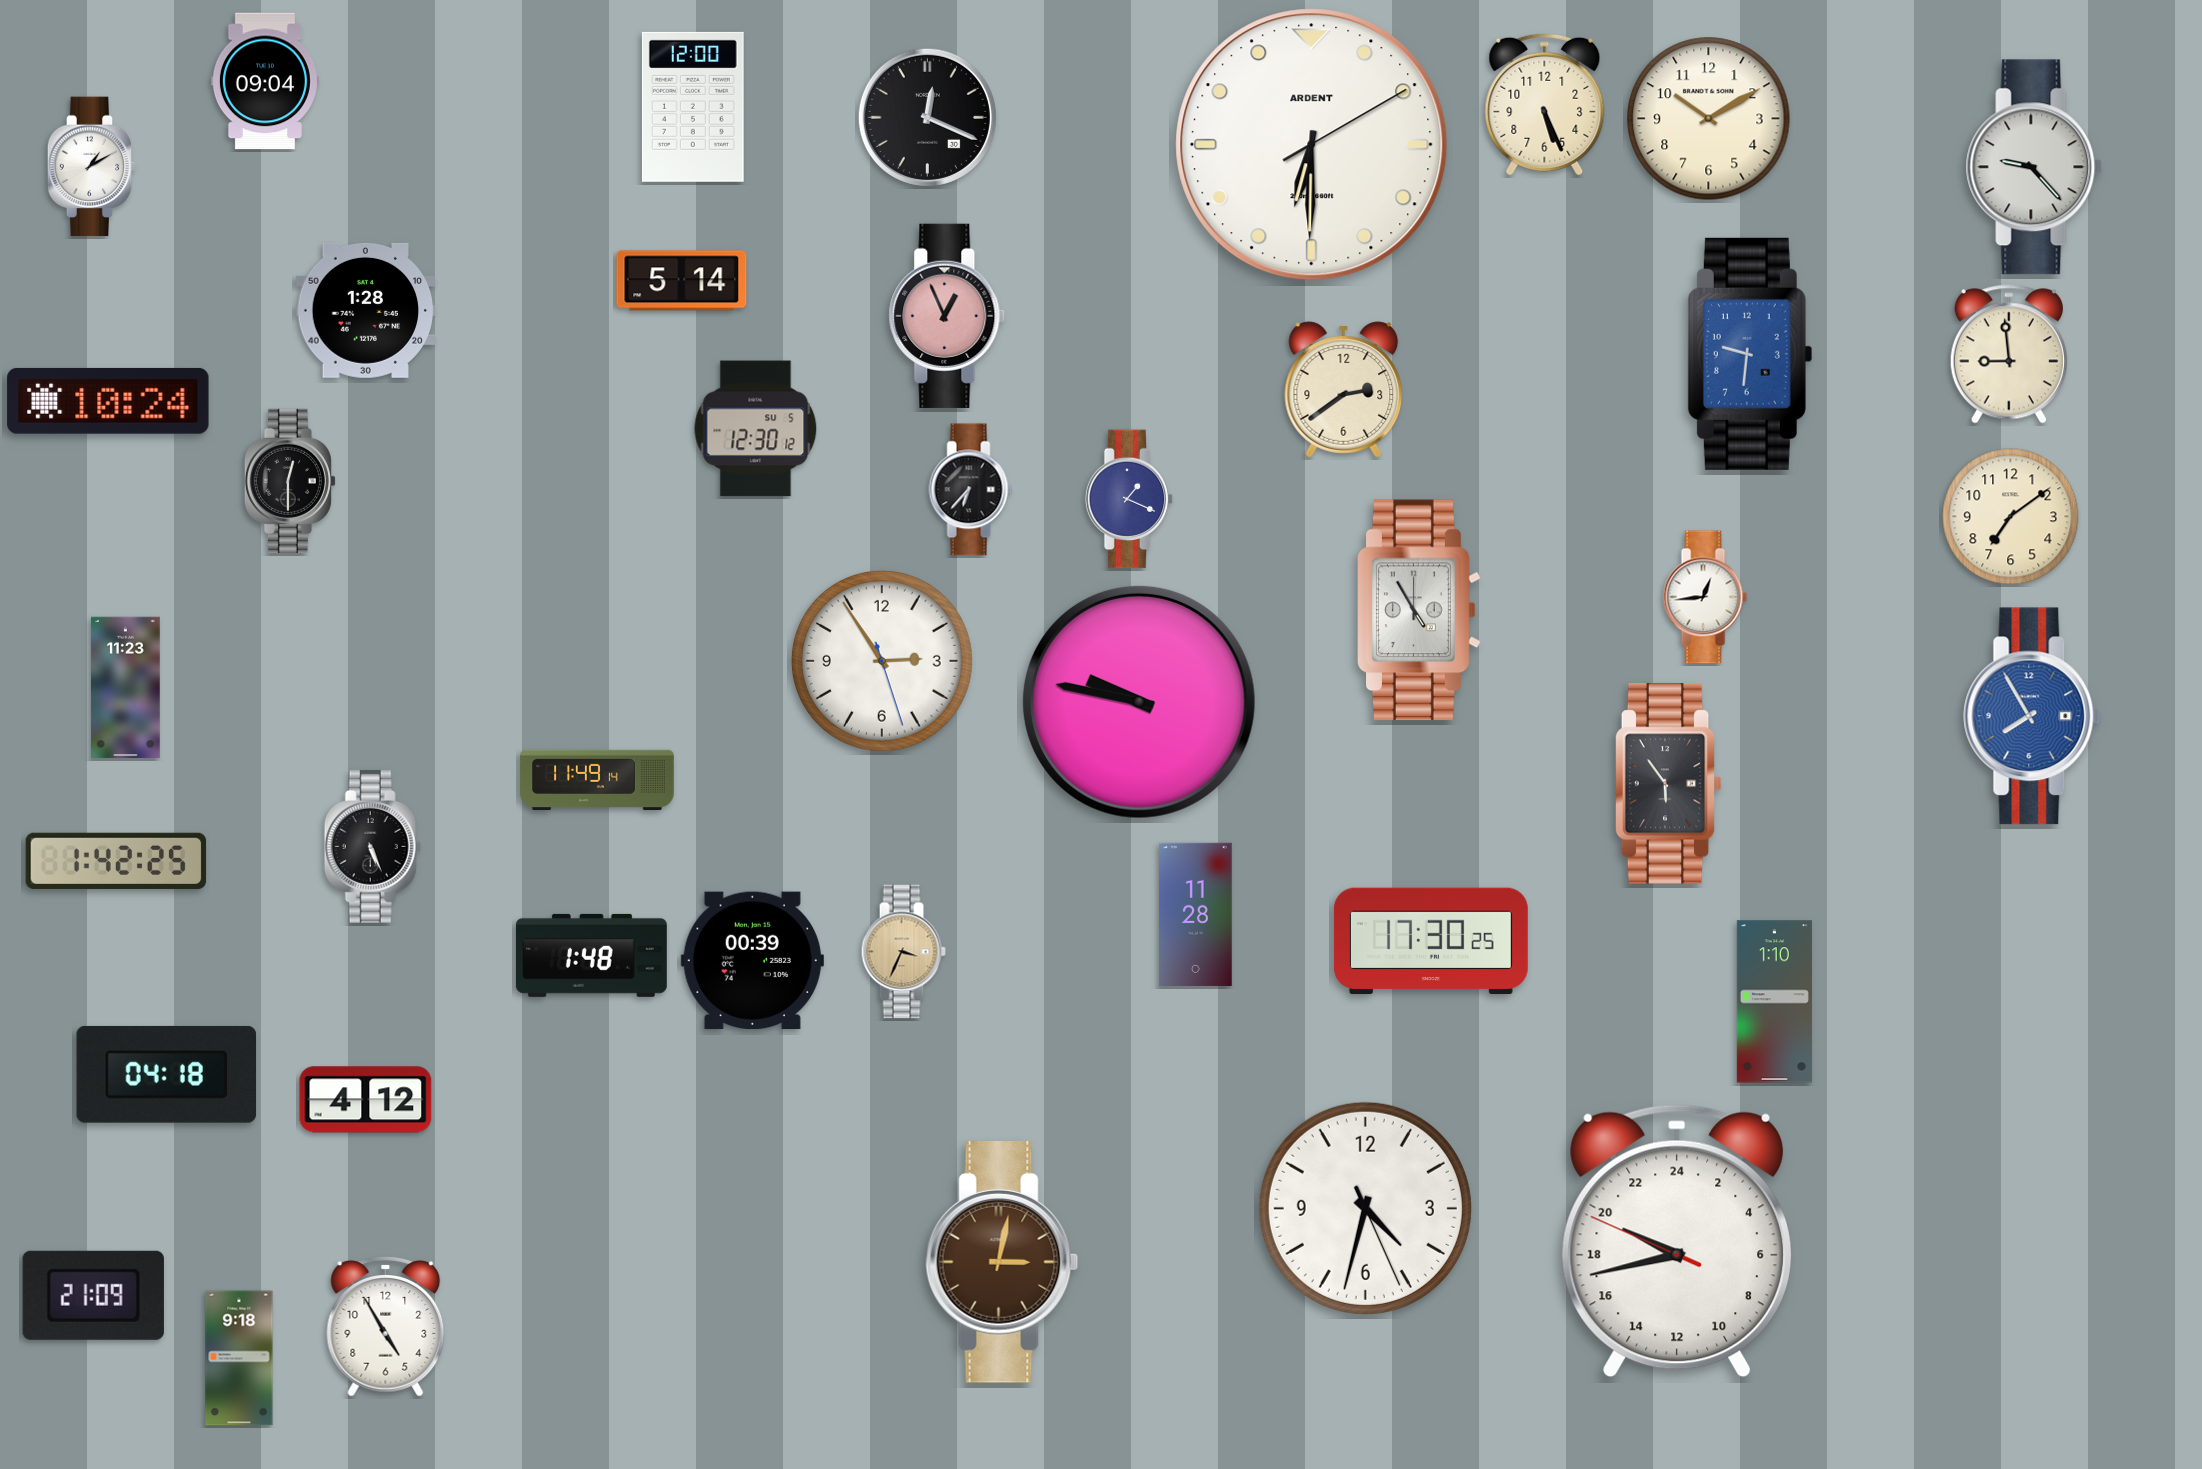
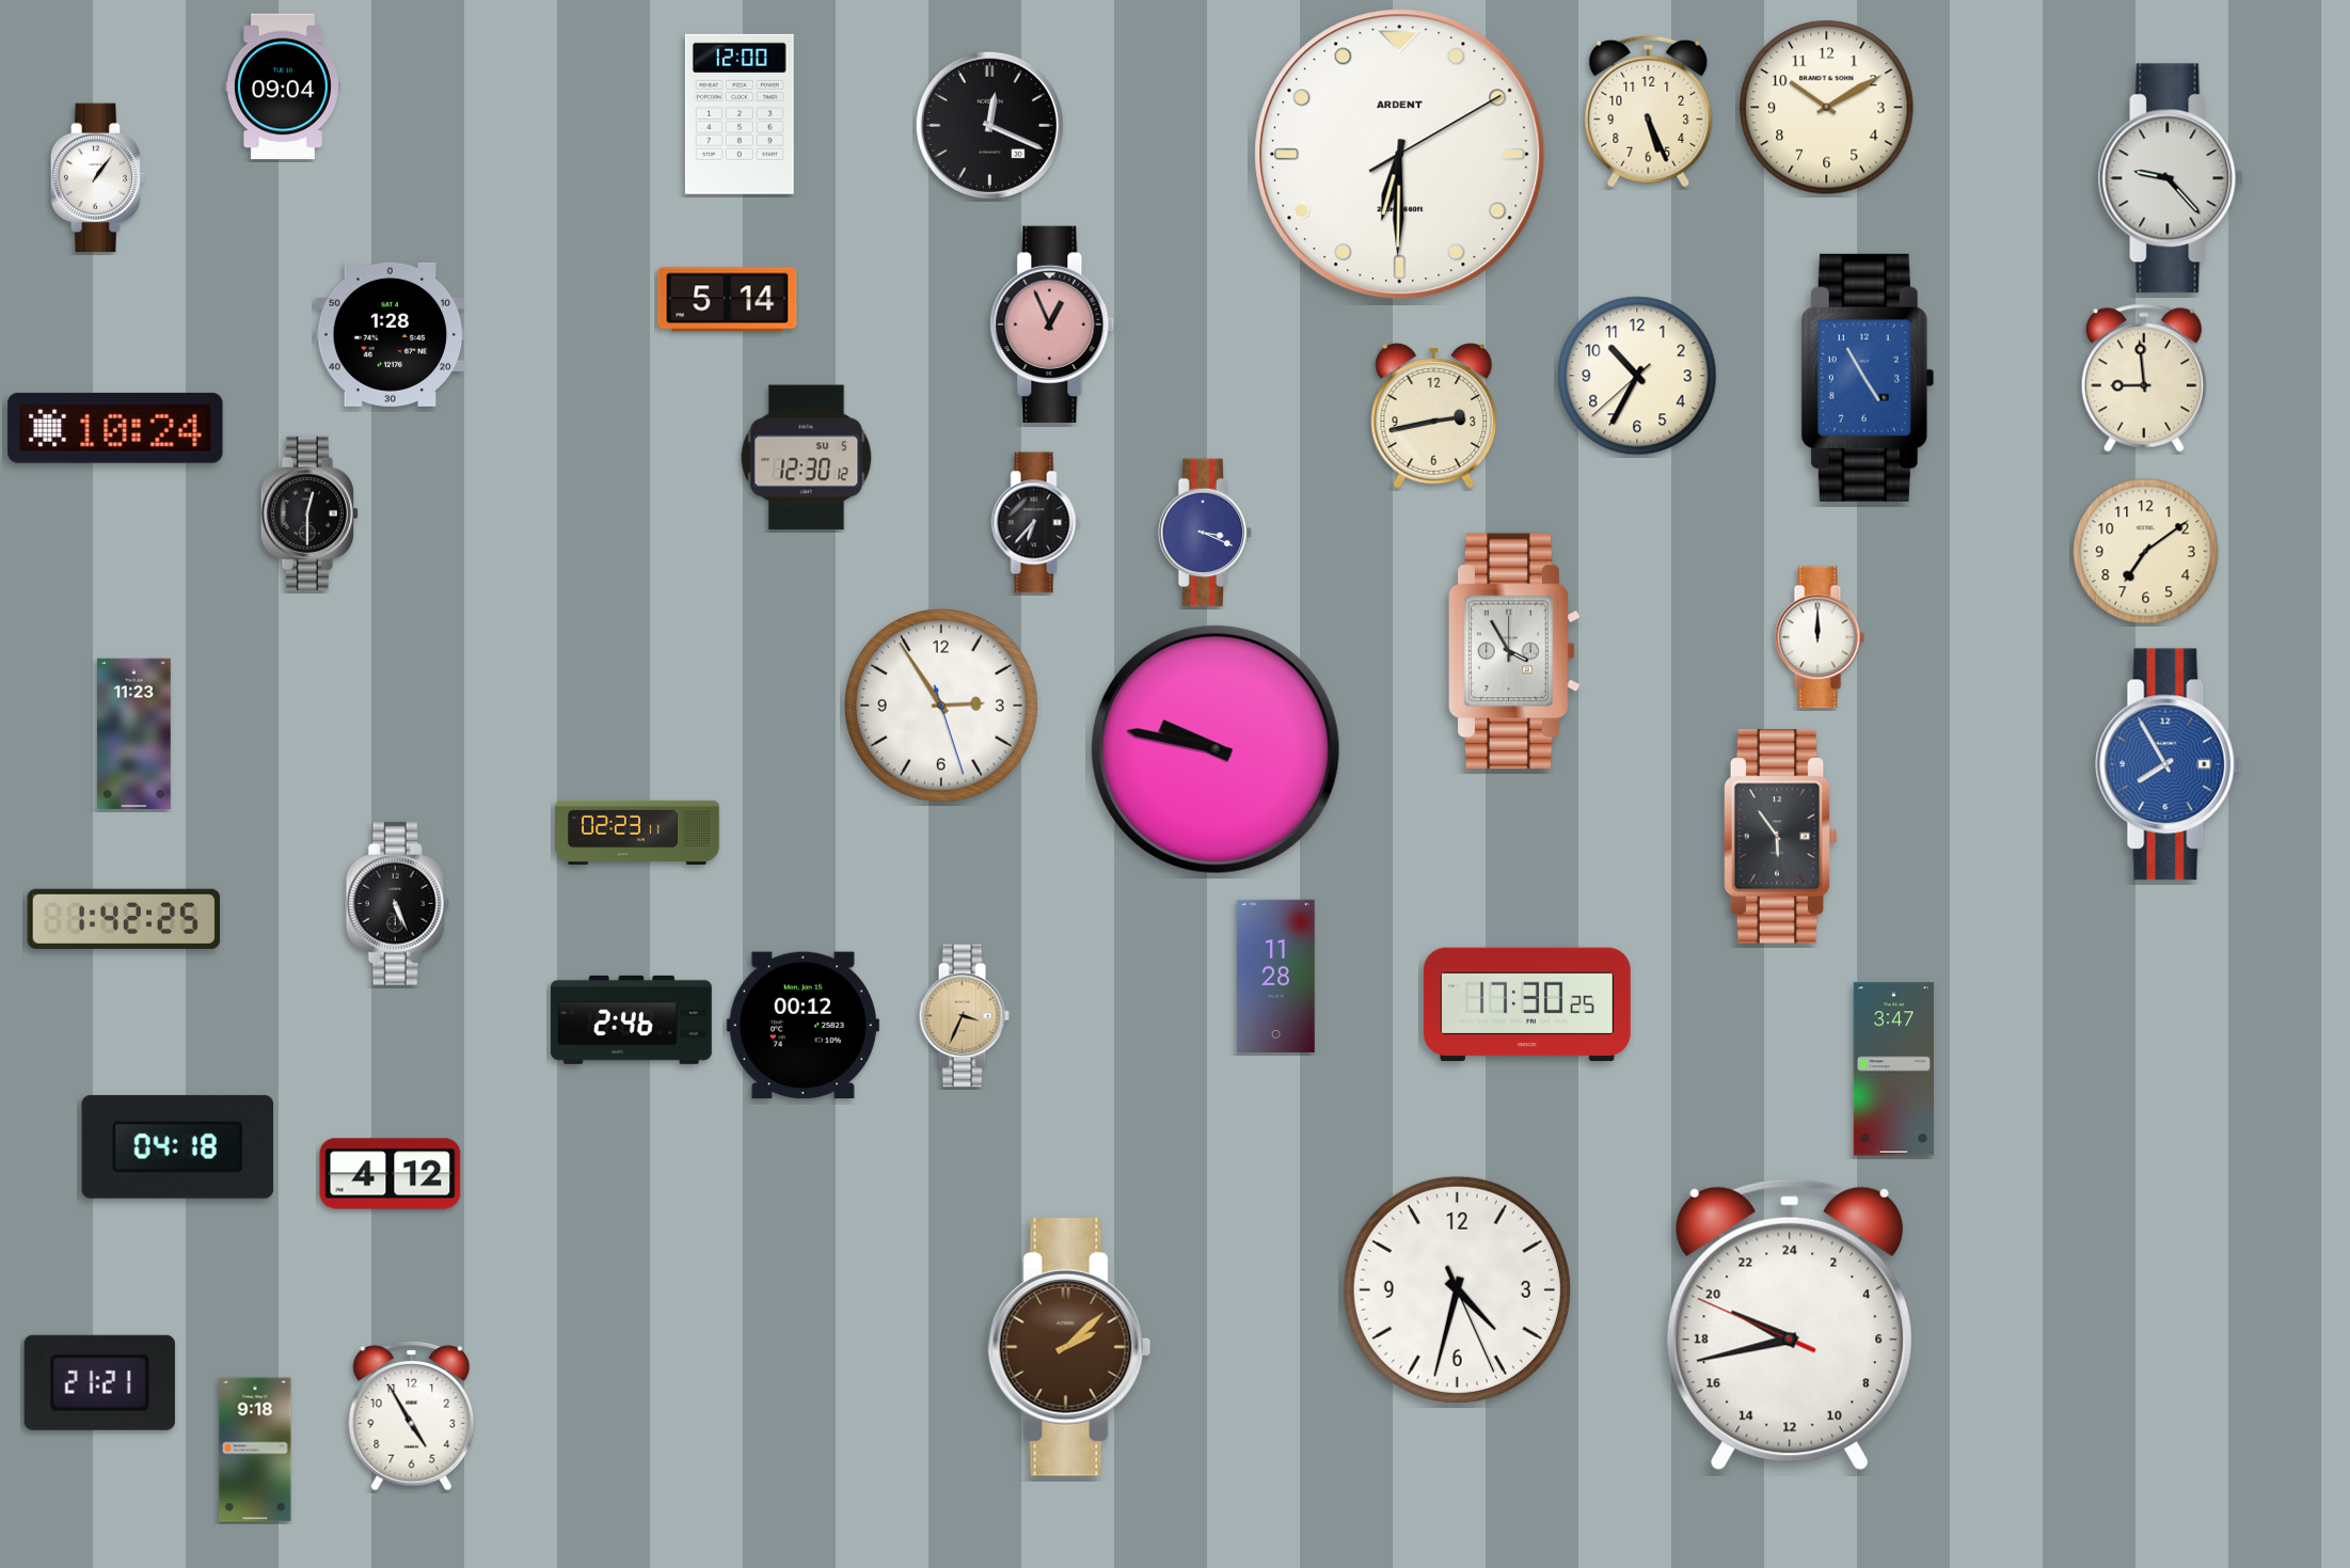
clock at (1709, 119) position: (1709, 119) -> (1827, 108)
clock at (92, 167): 1:10 -> 1:06
clock at (366, 310) position: (366, 310) -> (391, 334)
clock at (947, 316) position: (947, 316) -> (1052, 324)
clock at (1637, 376): none -> 10:34
clock at (1750, 354): 9:31 -> 4:55
clock at (1344, 390): 2:39 -> 2:43
clock at (1129, 499): 1:19 -> 3:19
clock at (1705, 597): 12:44 -> 12:00
clock at (1419, 610): 4:55 -> 3:55
clock at (597, 779): 11:49 -> 02:23
clock at (591, 955): 1:48 -> 2:46
clock at (752, 960): 00:39 -> 00:12
clock at (1774, 1002): 1:10 -> 3:47
clock at (1002, 1263): 3:02 -> 2:08
clock at (93, 1295): 21:09 -> 21:21
